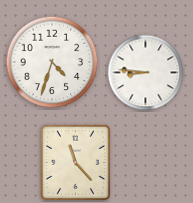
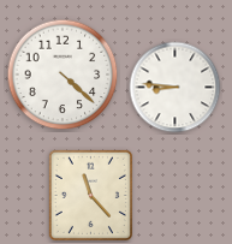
clock at (52, 62): 4:33 -> 4:22
